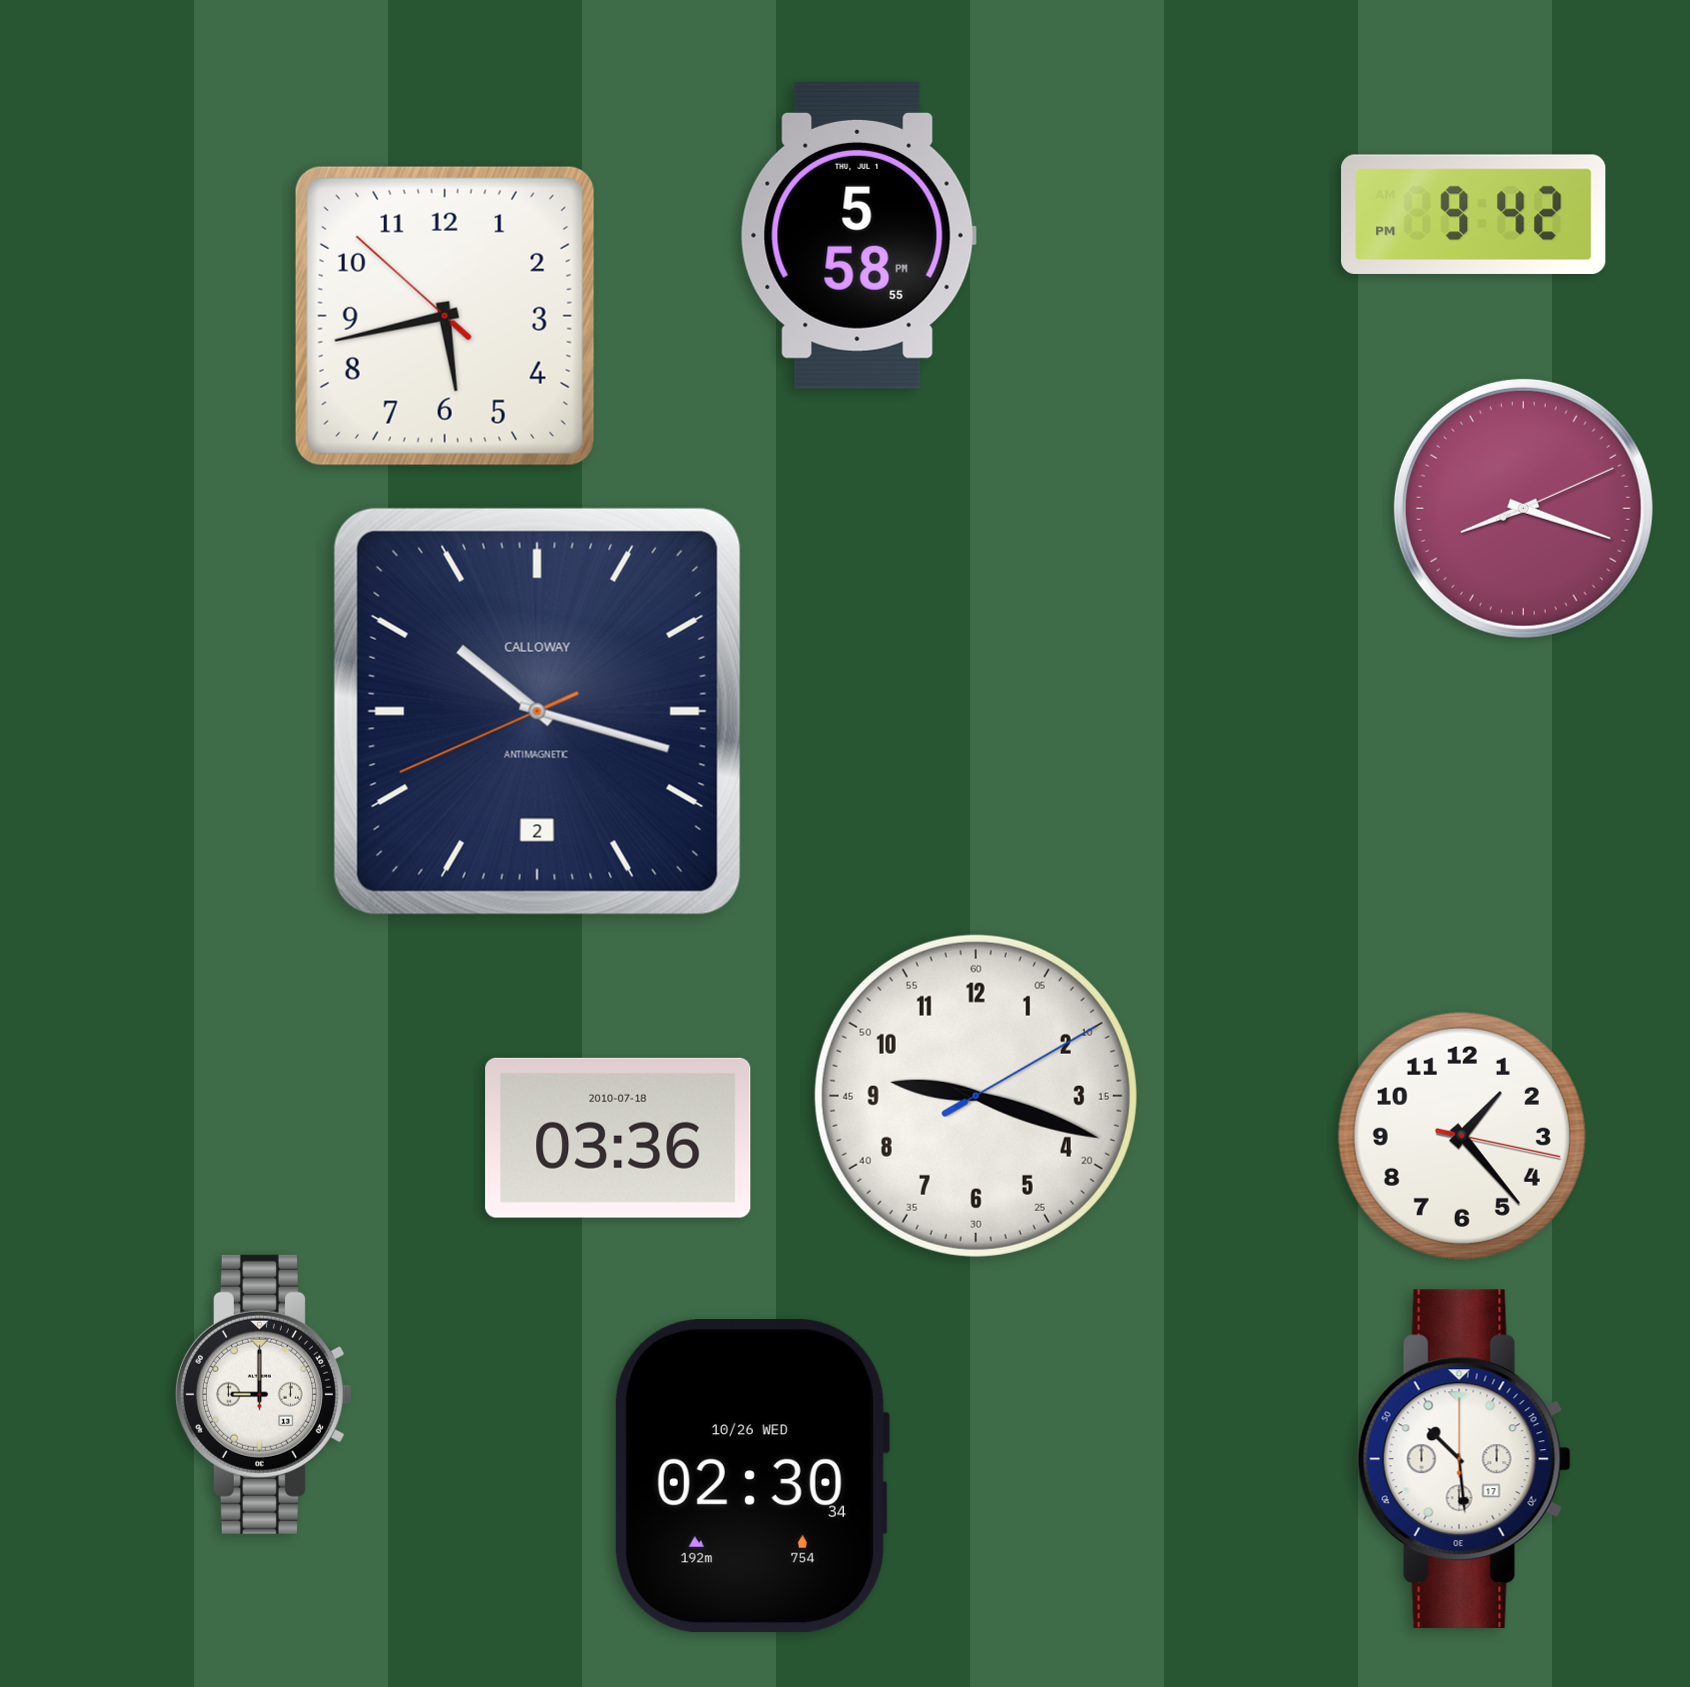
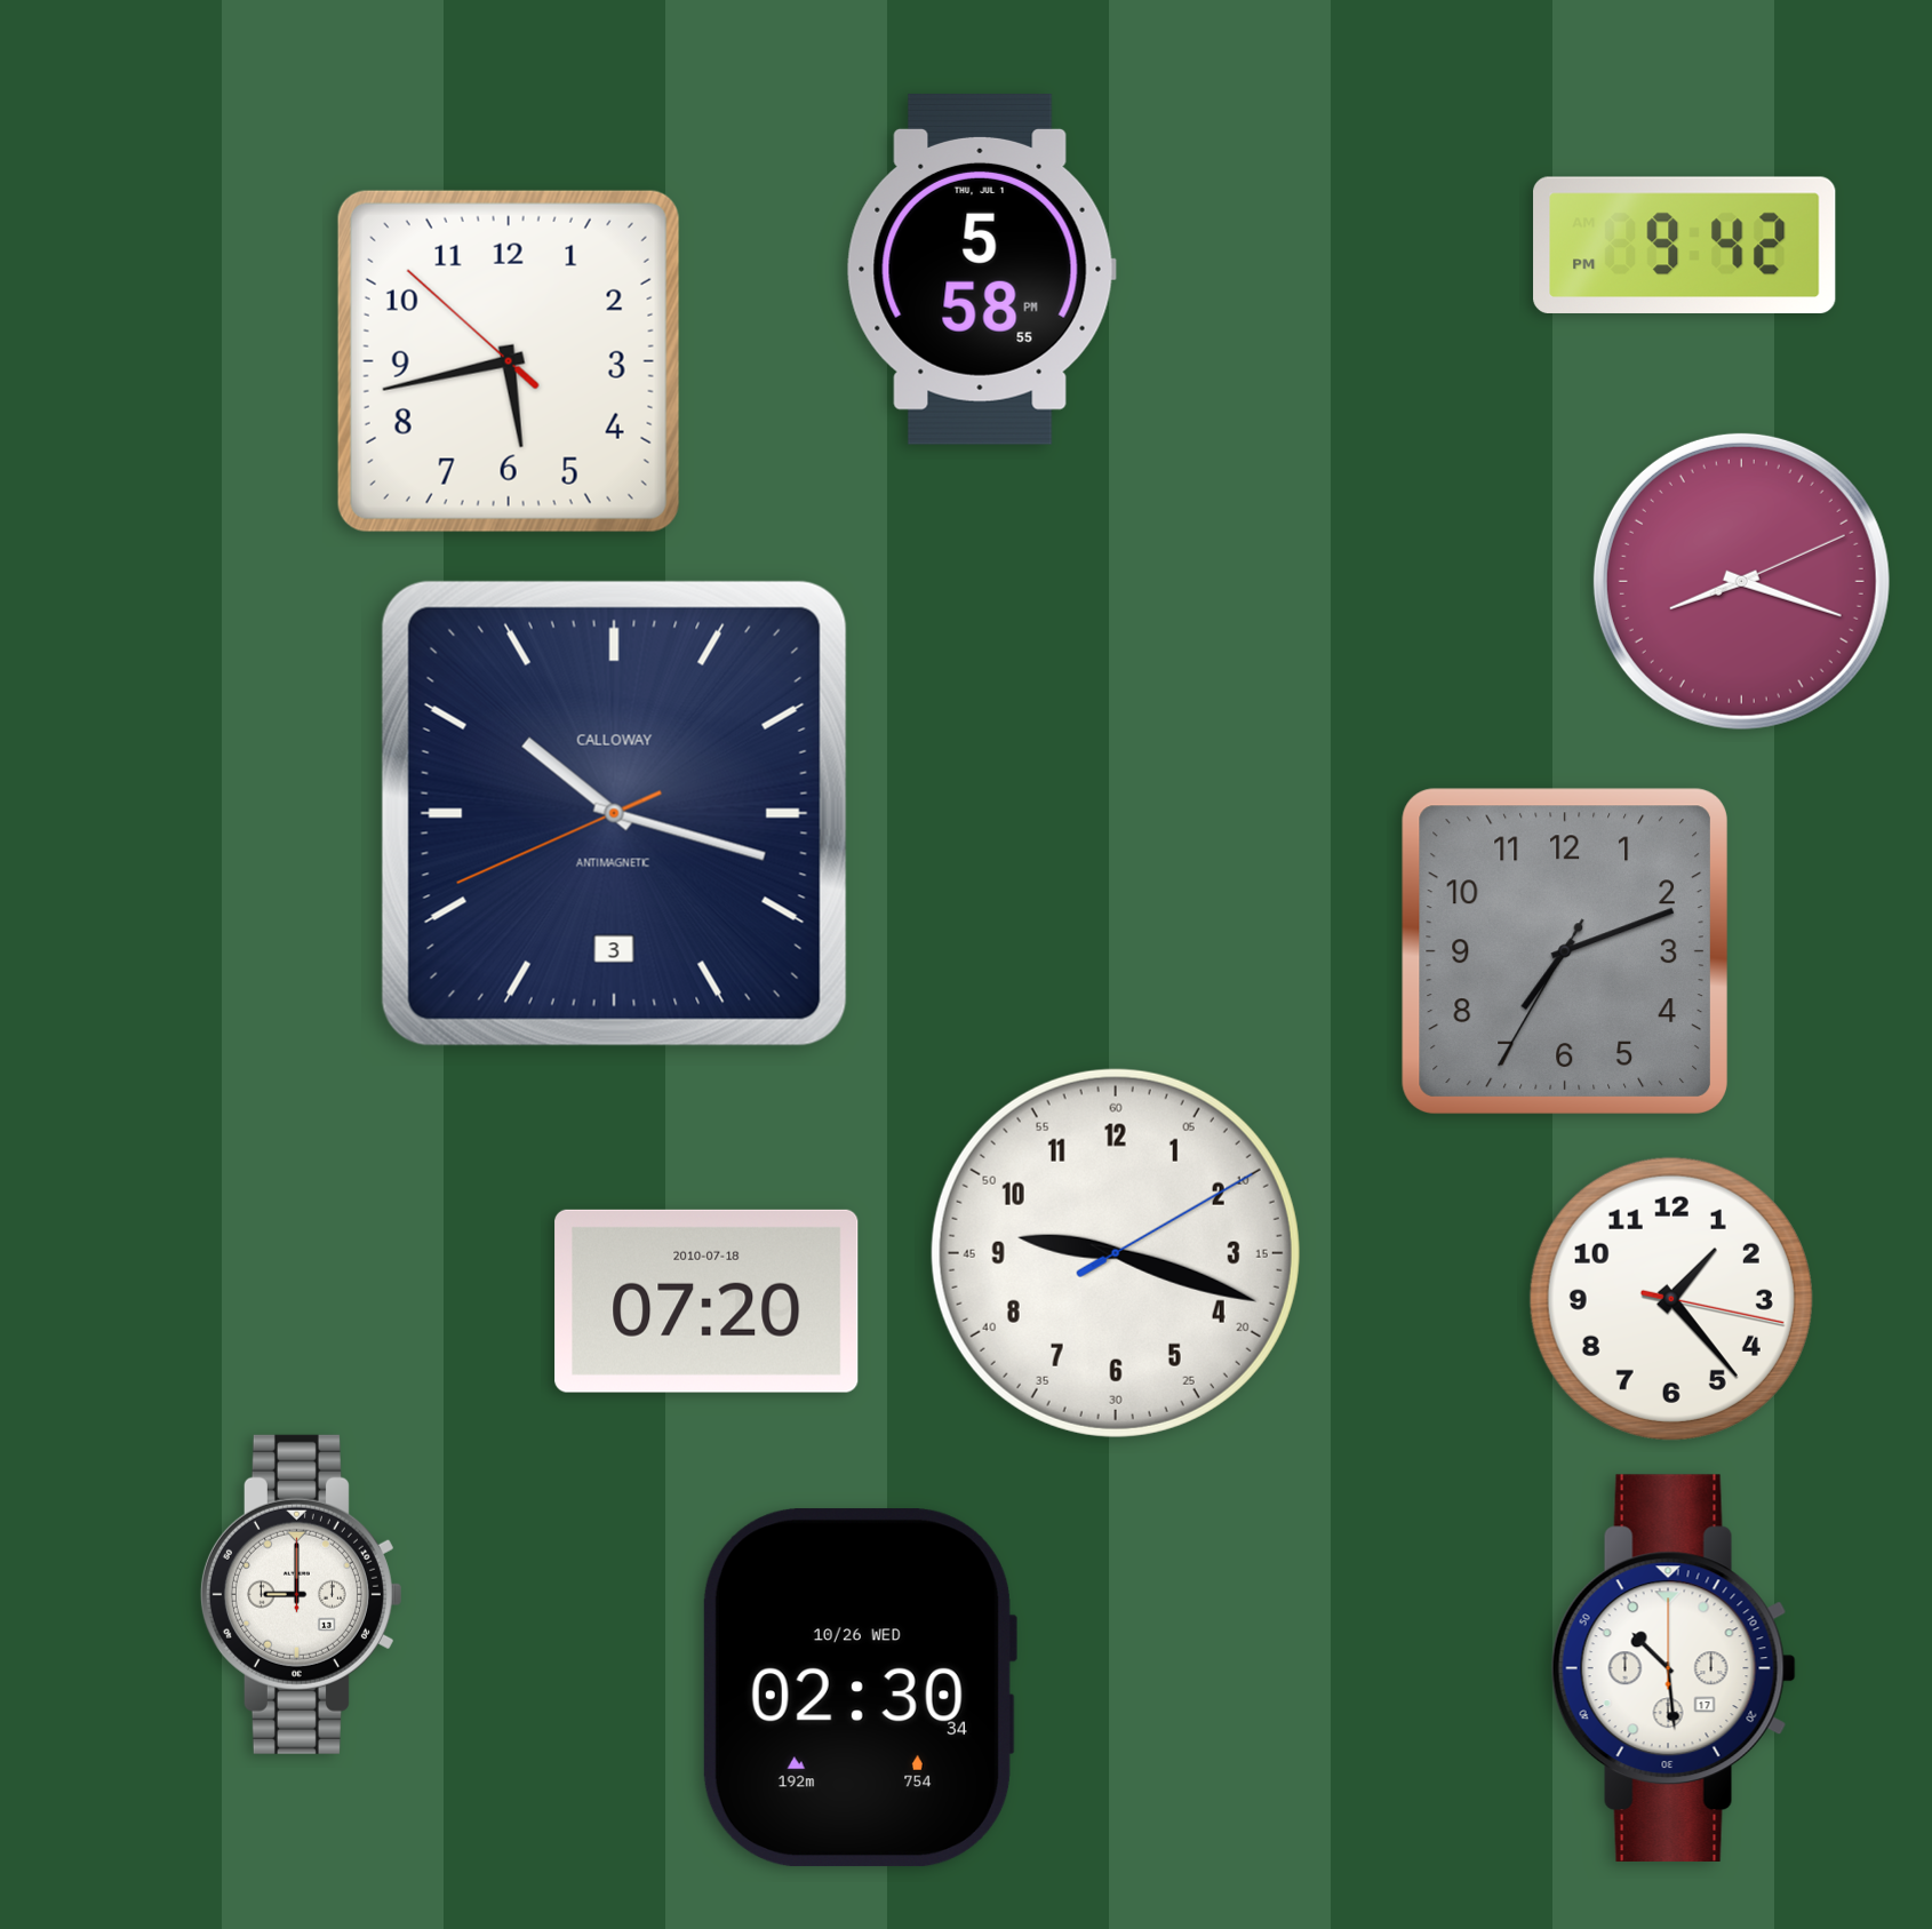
clock at (537, 711) date: 2 -> 3
clock at (1565, 951): none -> 7:11
clock at (618, 1138): 03:36 -> 07:20
